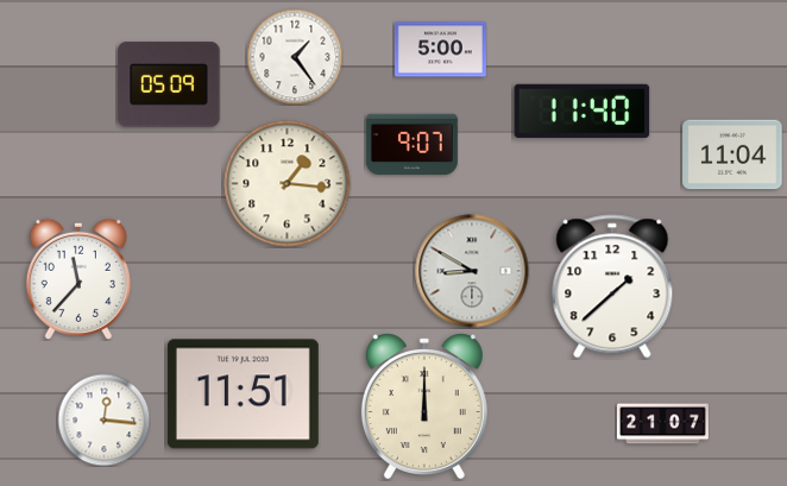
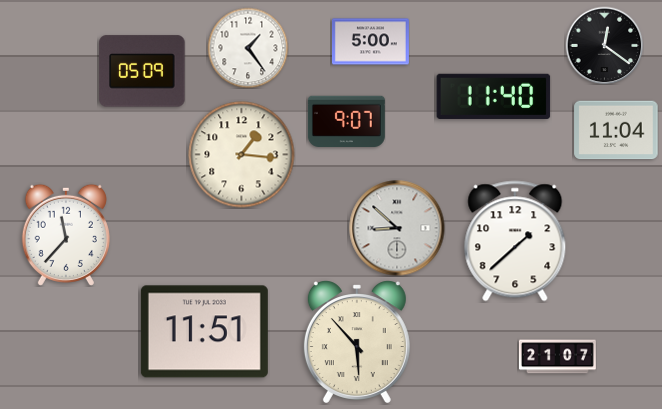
clock at (604, 45): none -> 12:21
clock at (583, 111) position: (583, 111) -> (494, 96)
clock at (472, 271): 8:50 -> 8:52
clock at (424, 406): 12:00 -> 5:53
clock at (103, 419): 12:16 -> none
